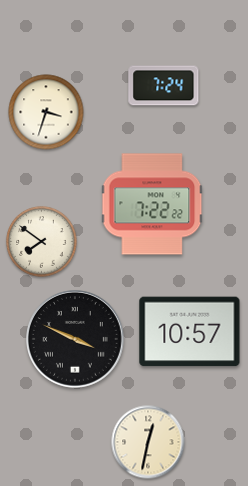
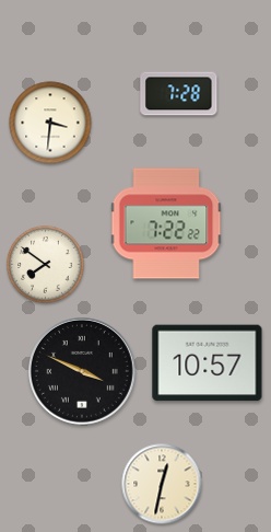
clock at (164, 86): 7:24 -> 7:28
clock at (46, 112): 3:33 -> 3:31
